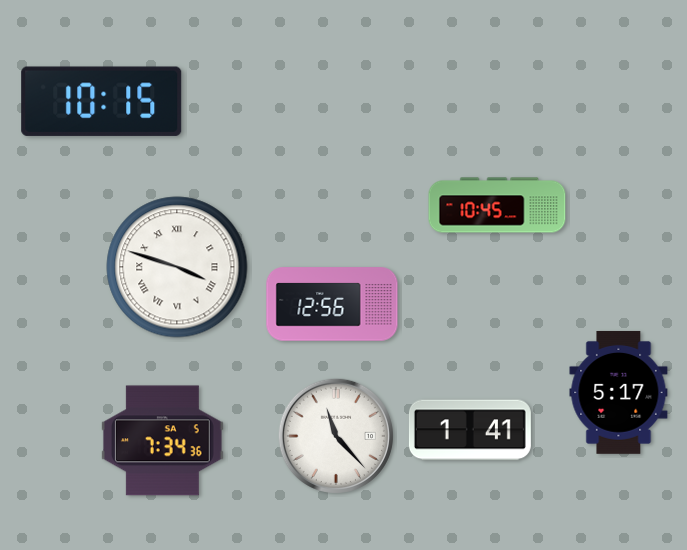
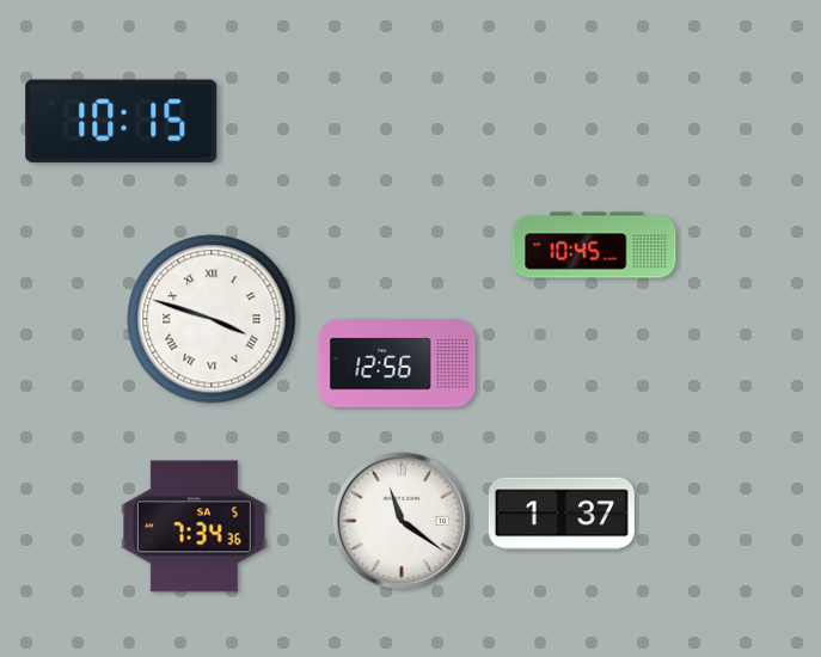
clock at (619, 392): 5:17 -> none
clock at (470, 430): 1:41 -> 1:37
clock at (336, 436): 11:23 -> 11:21
